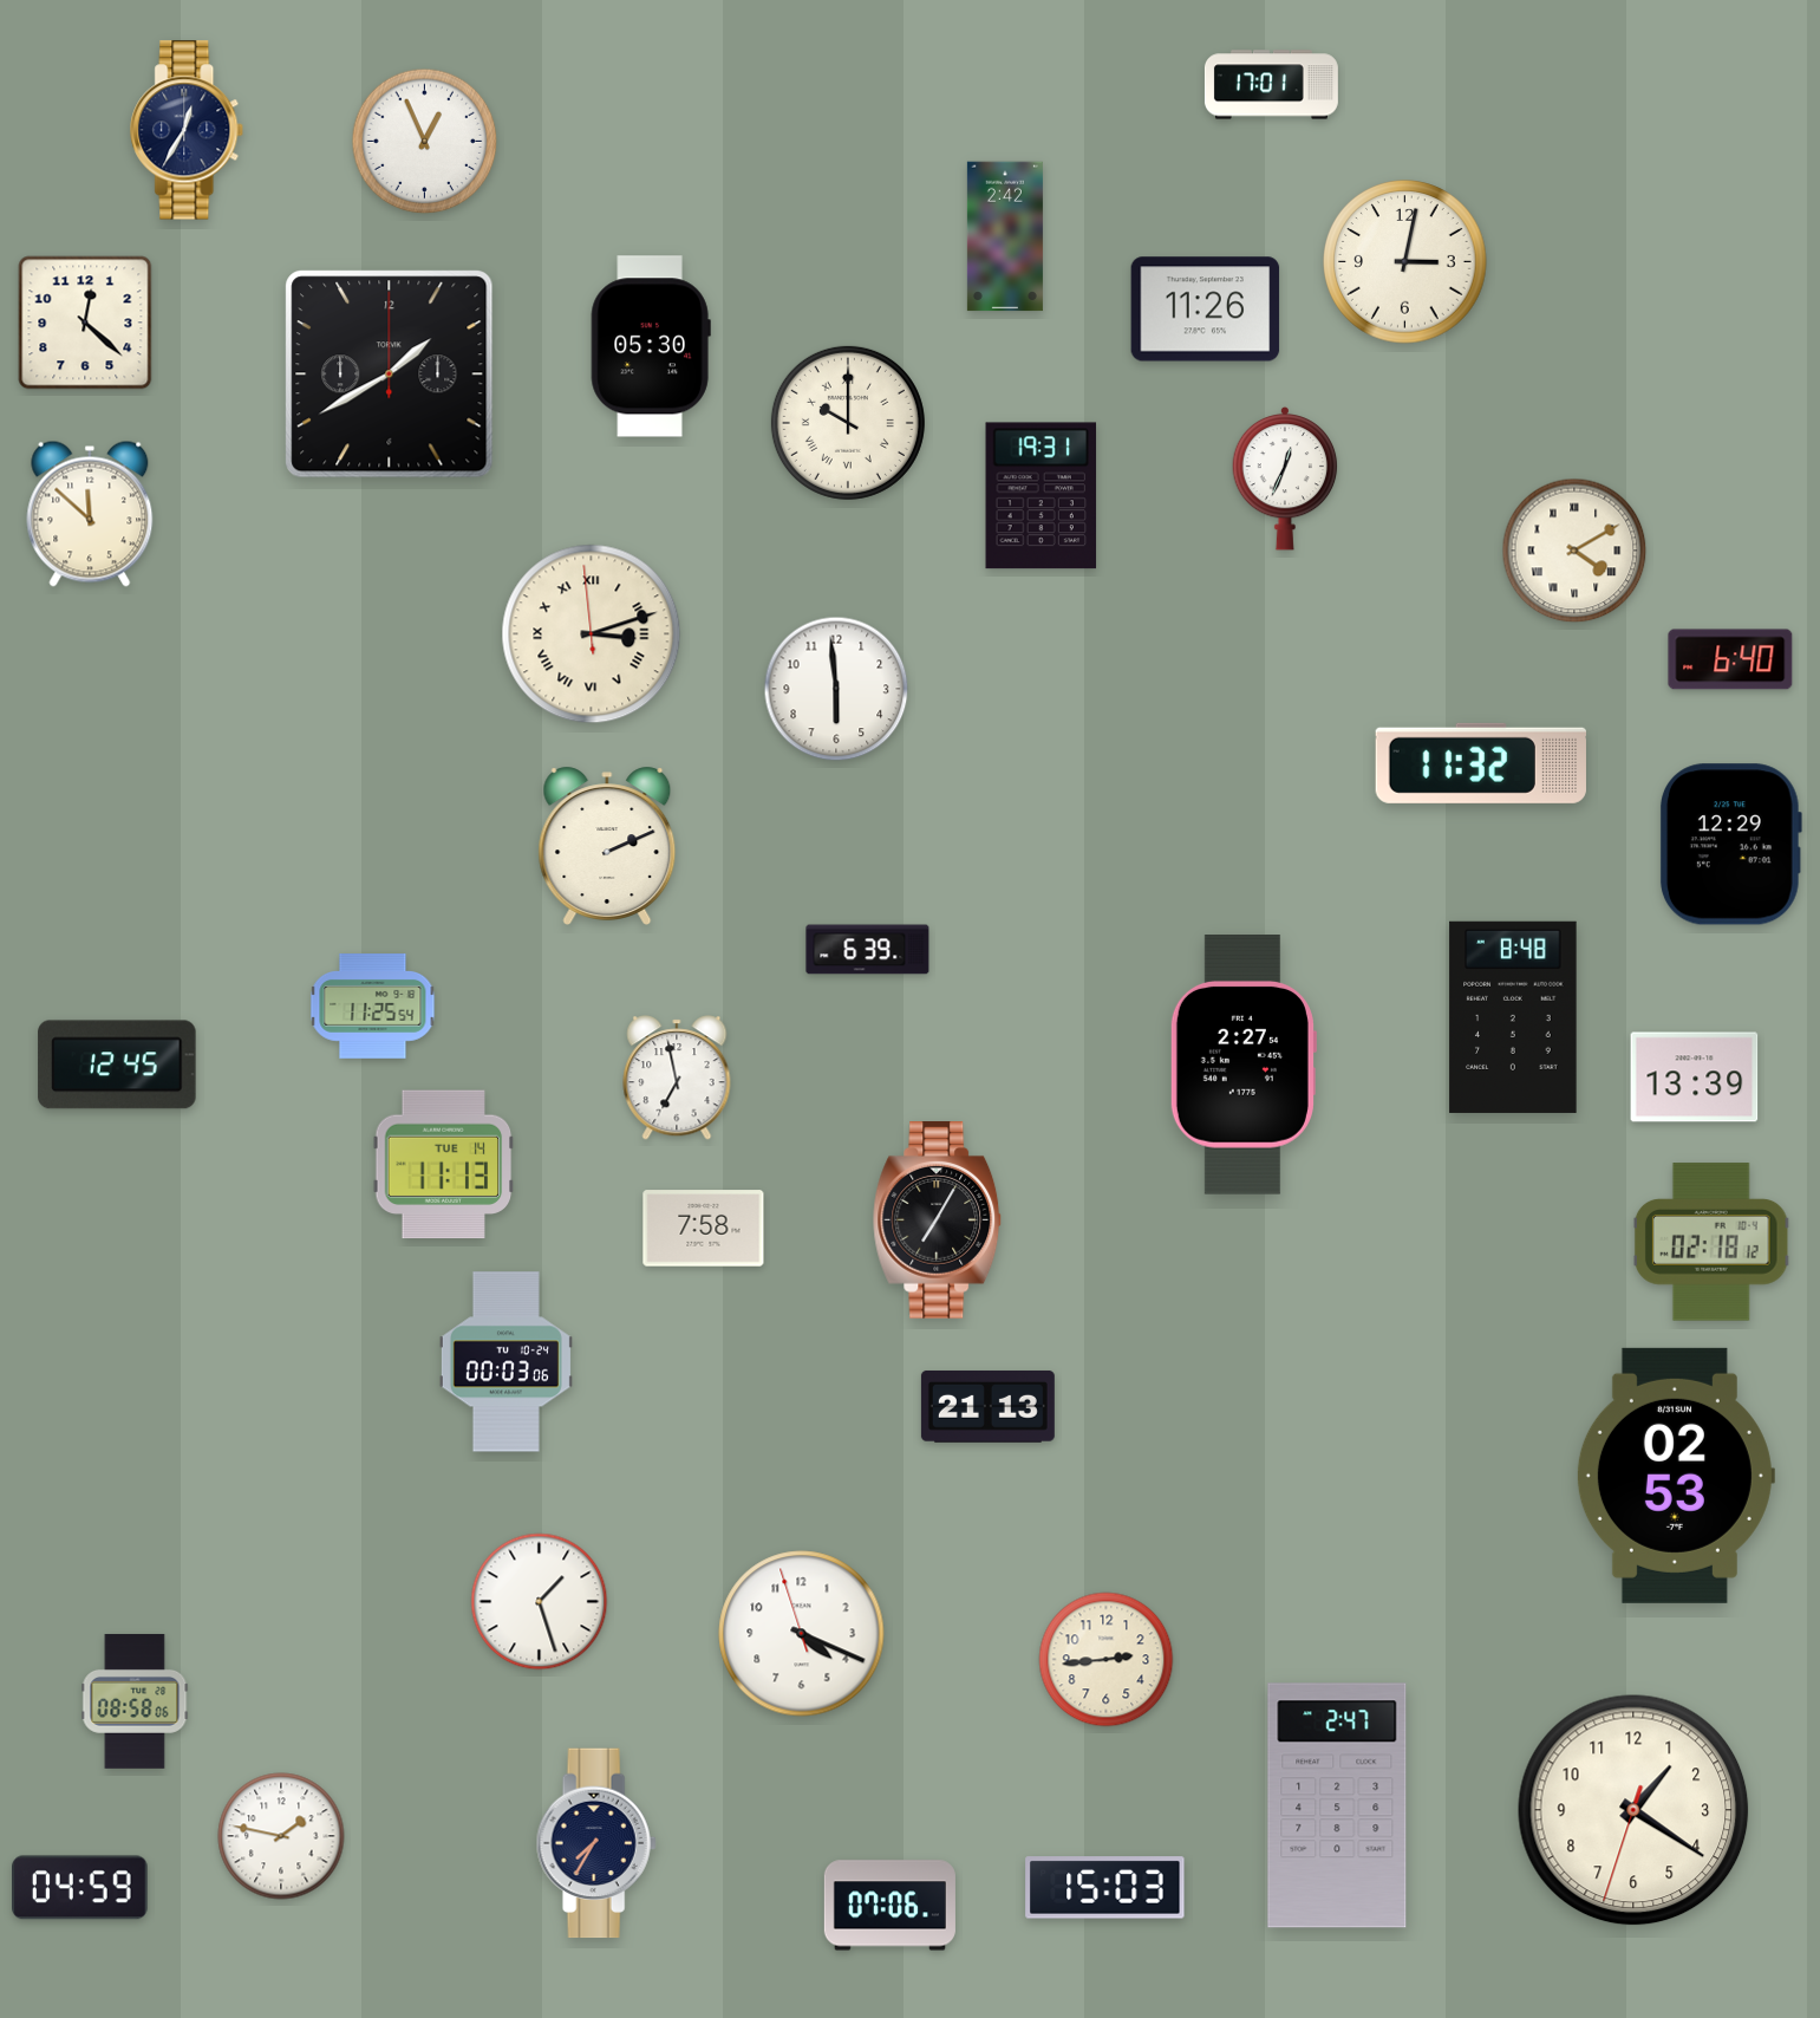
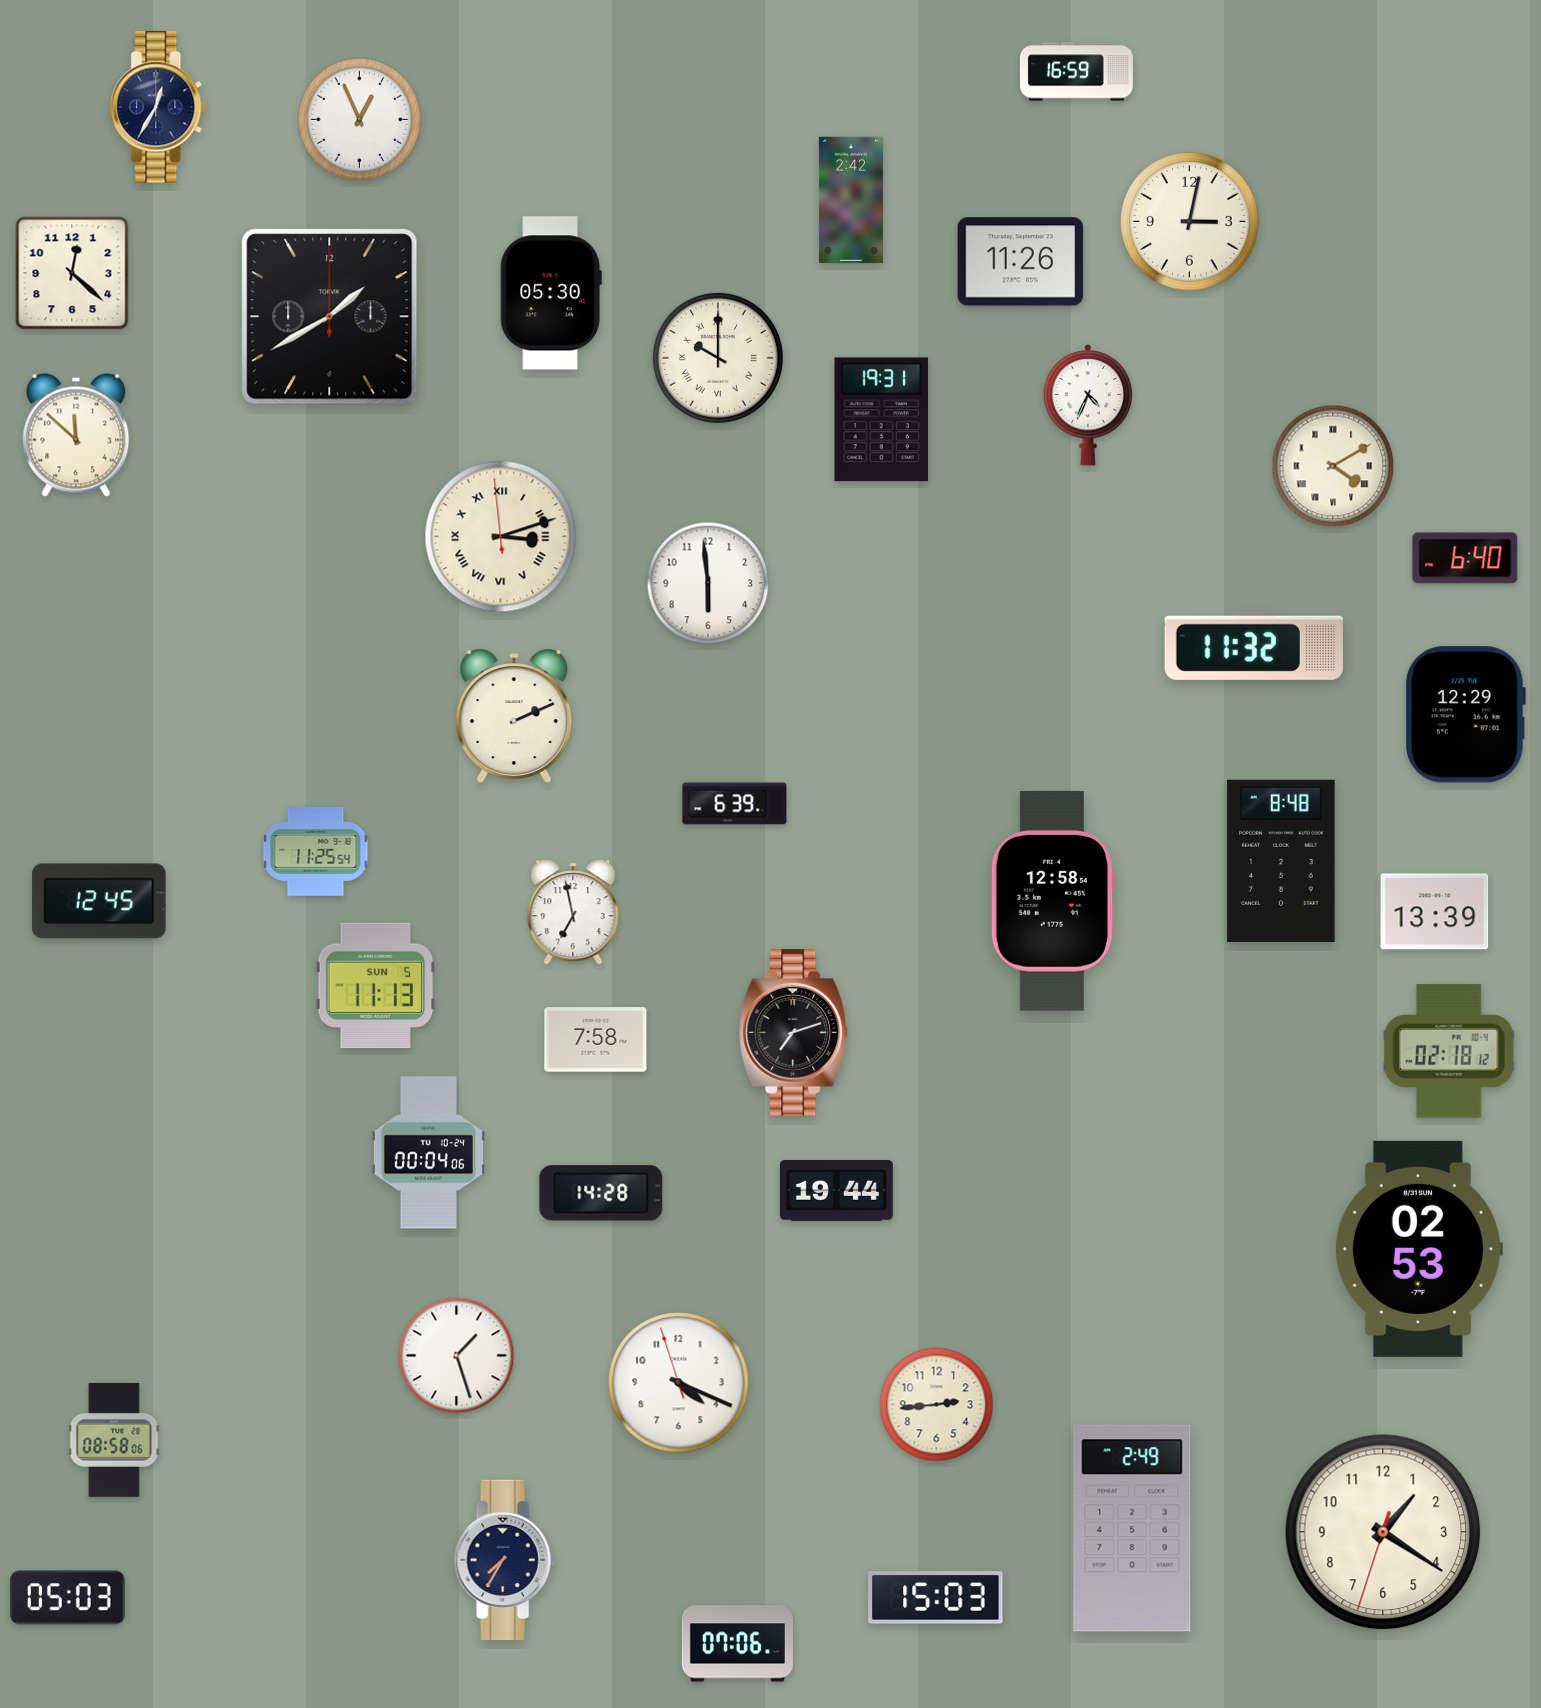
clock at (1271, 85): 17:01 -> 16:59
clock at (188, 130) position: (188, 130) -> (159, 107)
clock at (1285, 479): 12:34 -> 4:34
clock at (1242, 1065): 2:27 -> 12:58
clock at (444, 1165) date: TUE 14 -> SUN 5
clock at (938, 1220): 7:05 -> 7:12
clock at (505, 1362): 00:03 -> 00:04
clock at (987, 1407): 21:13 -> 19:44
clock at (601, 1193): none -> 14:28
clock at (1337, 1805): 2:47 -> 2:49
clock at (281, 1836): 1:47 -> none
clock at (80, 1888): 04:59 -> 05:03
clock at (889, 1906) position: (889, 1906) -> (737, 1644)
